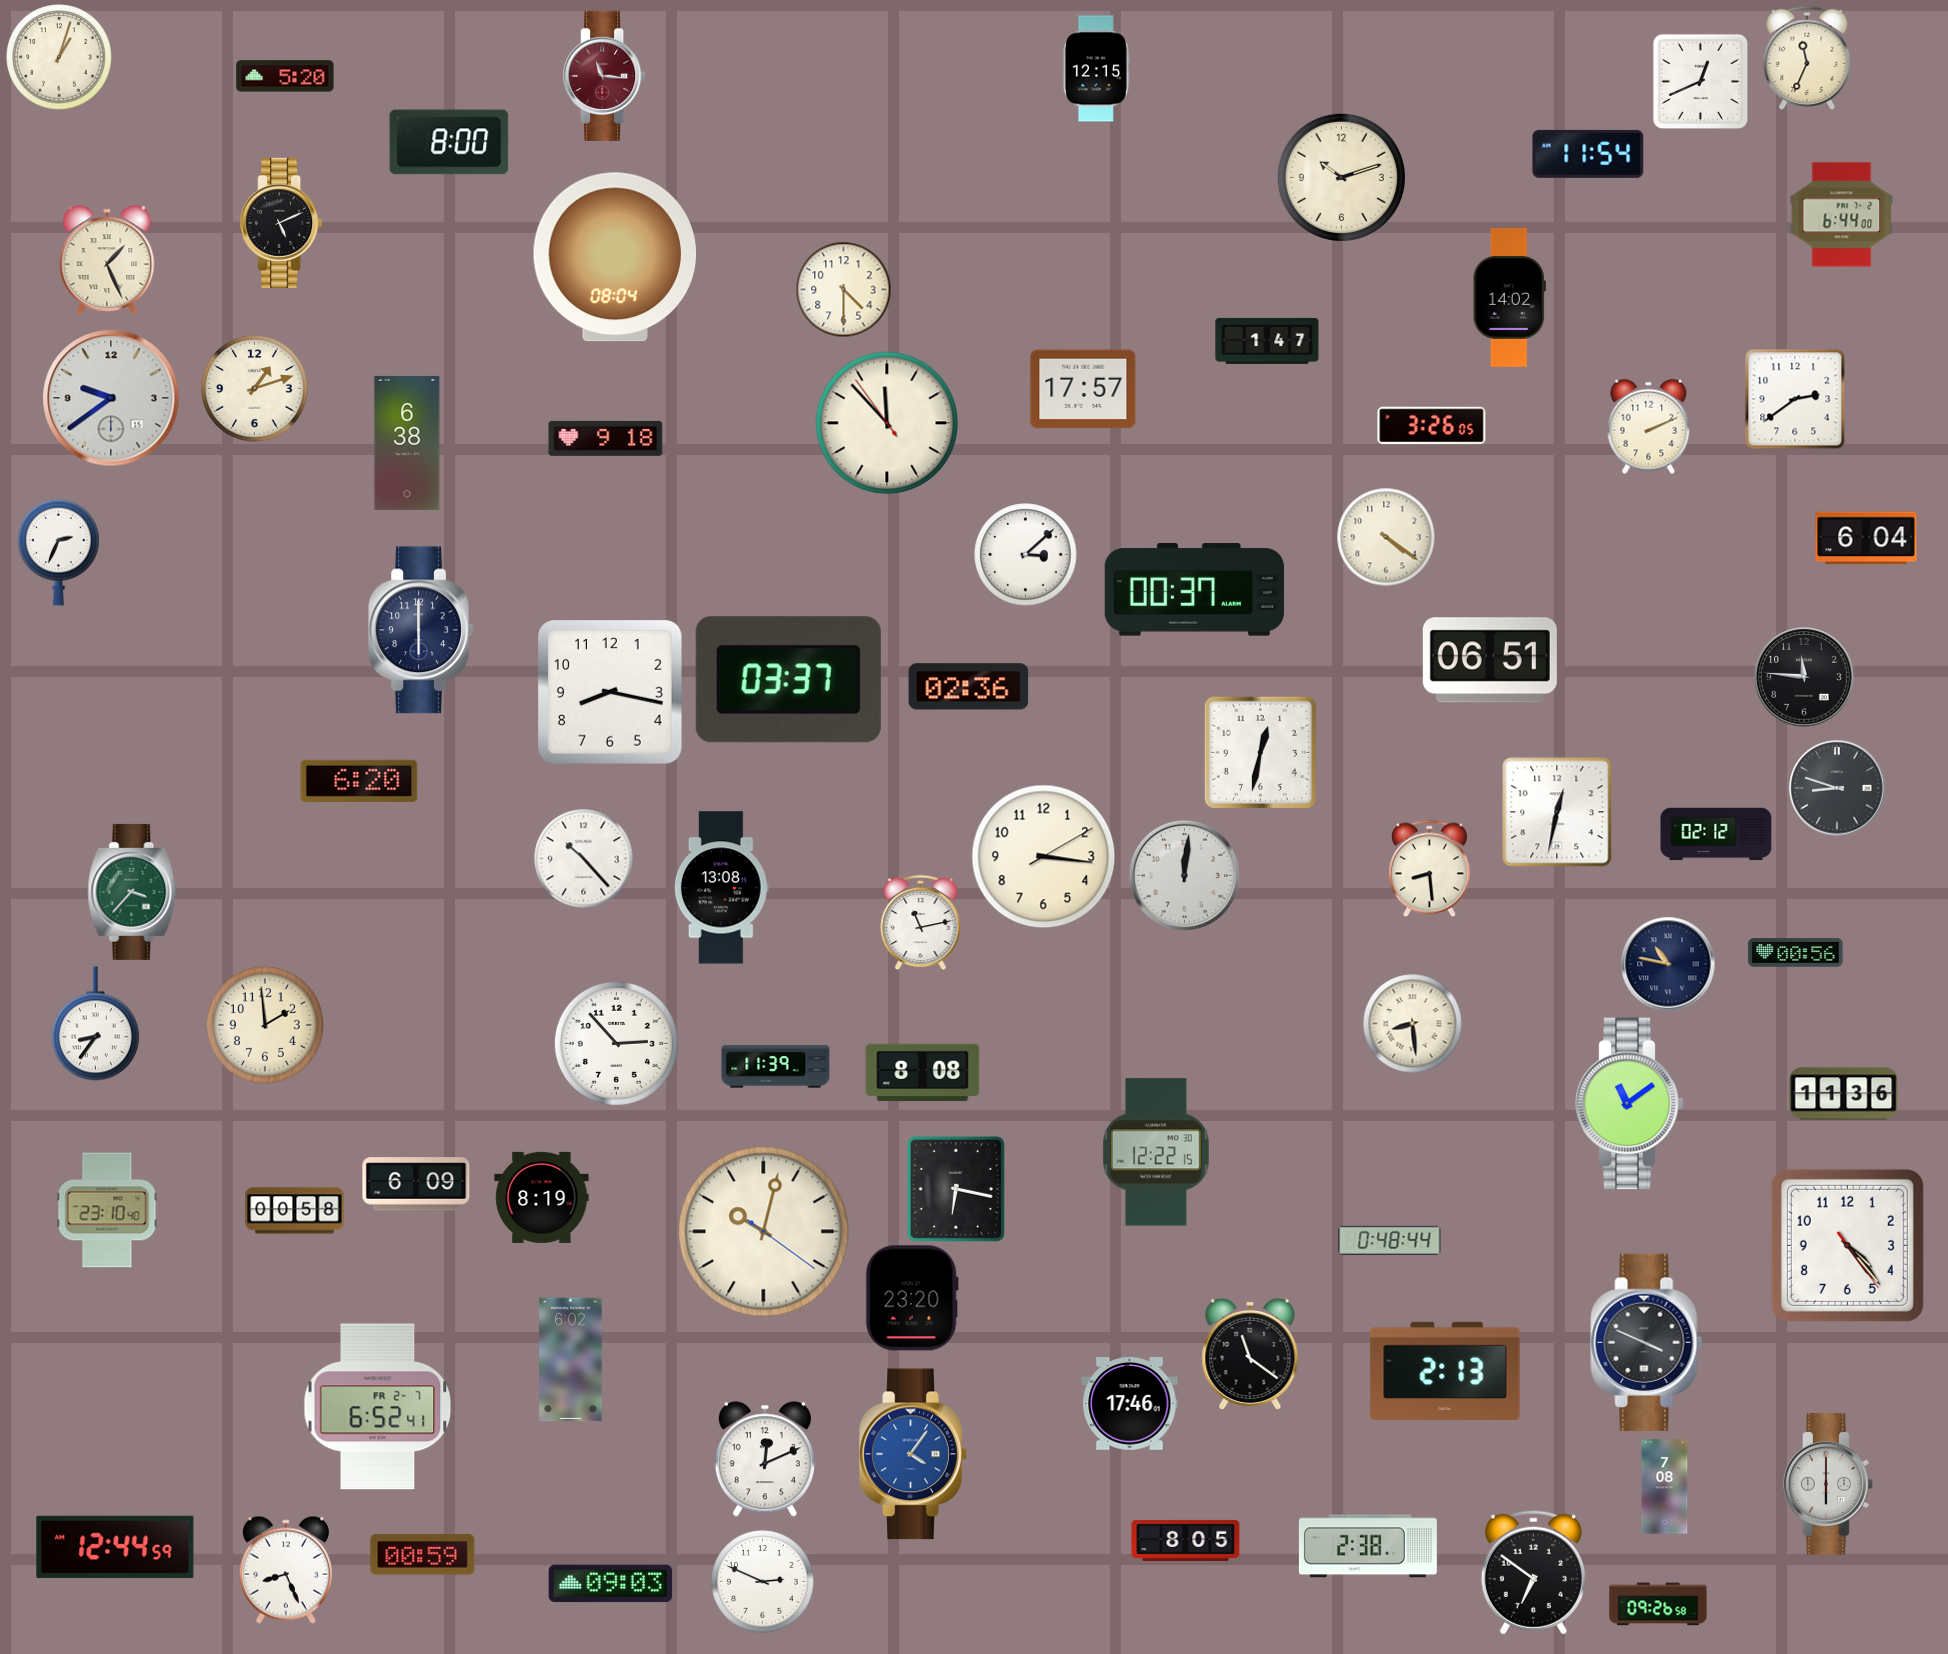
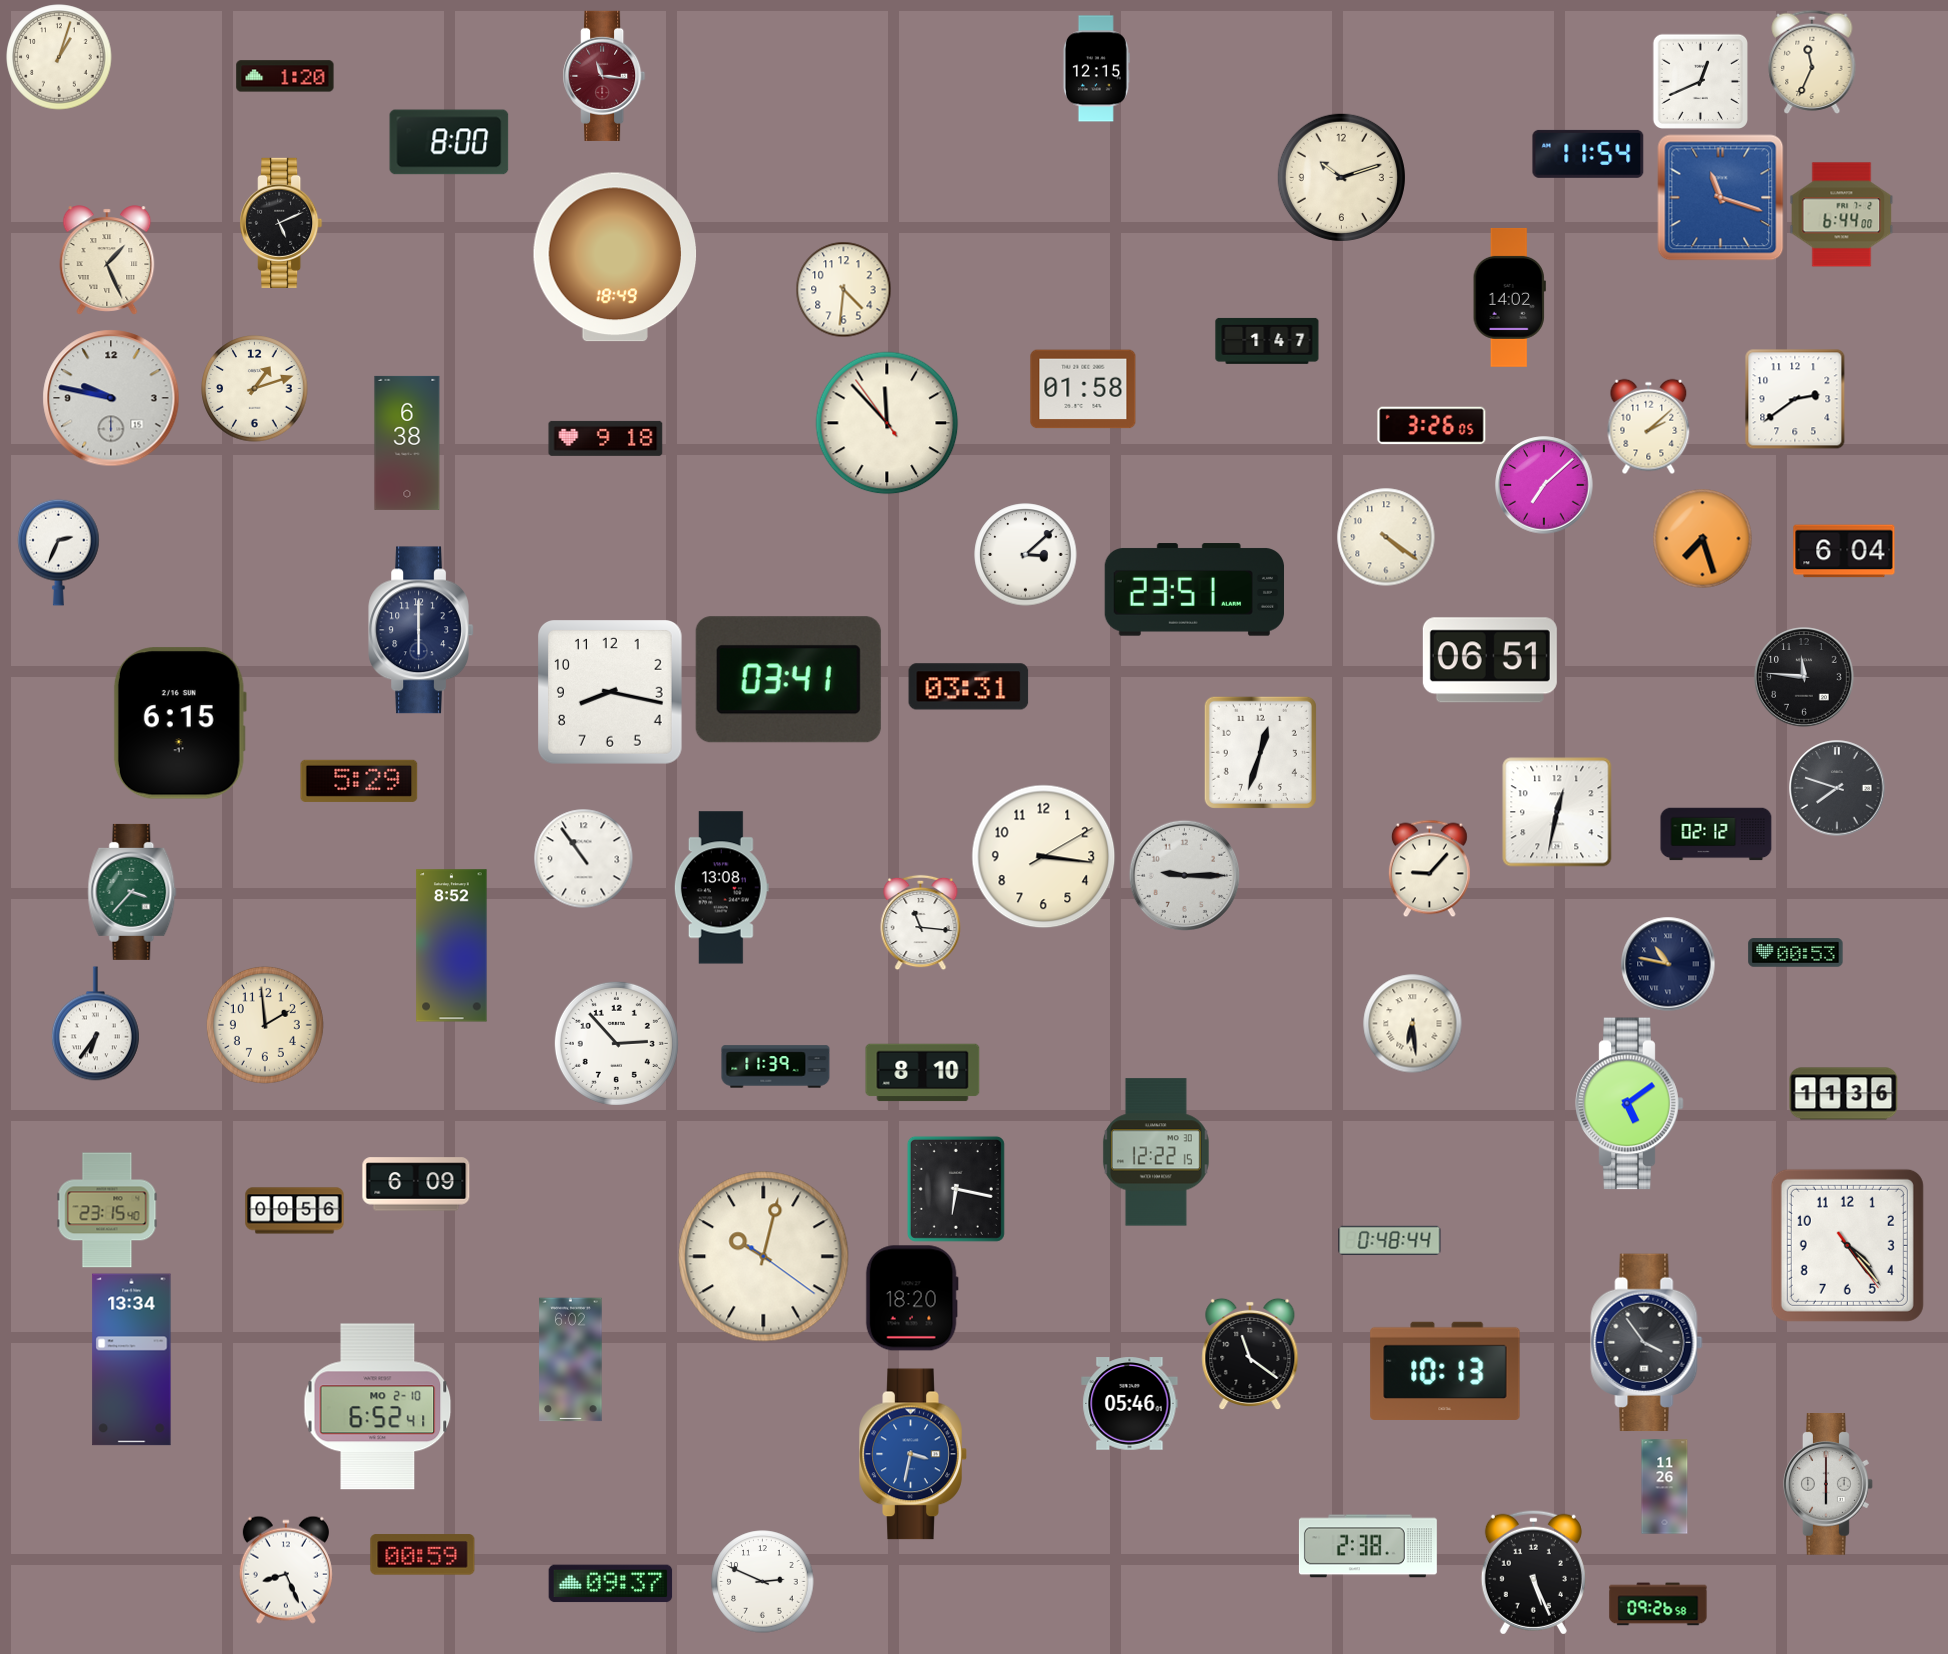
clock at (1807, 58) position: (1807, 58) -> (1812, 62)
clock at (285, 76): 5:20 -> 1:20
clock at (1721, 198): none -> 11:18
clock at (615, 257): 08:04 -> 18:49
clock at (843, 289): 4:30 -> 4:31
clock at (1083, 389): 17:57 -> 01:58
clock at (111, 398): 9:39 -> 9:47
clock at (1649, 426): 2:11 -> 2:08
clock at (1544, 485): none -> 7:08
clock at (1866, 538) position: (1866, 538) -> (1844, 551)
clock at (1703, 539): none -> 7:27
clock at (1194, 590): 00:37 -> 23:51
clock at (788, 680): 03:37 -> 03:41
clock at (969, 687): 02:36 -> 03:31
clock at (180, 723): none -> 6:15
clock at (1260, 752): 12:32 -> 12:33
clock at (359, 781): 6:20 -> 5:29
clock at (1837, 788): 8:48 -> 7:48
clock at (584, 859): 10:23 -> 10:54
clock at (1429, 868): 8:29 -> 9:07
clock at (1184, 875): 12:01 -> 9:15
clock at (921, 922): 11:13 -> 11:16
clock at (452, 946): none -> 8:52
clock at (1796, 953): 00:56 -> 00:53
clock at (95, 1024): 8:36 -> 6:36
clock at (1413, 1024): 8:29 -> 6:29
clock at (923, 1073): 8:08 -> 8:10
clock at (1630, 1104): 11:09 -> 5:09
clock at (542, 1197): 8:19 -> none
clock at (107, 1210): 23:10 -> 23:15
clock at (295, 1211): 00:58 -> 00:56
clock at (764, 1232) position: (764, 1232) -> (764, 1257)
clock at (912, 1298): 23:20 -> 18:20
clock at (1647, 1343): 3:49 -> 3:54
clock at (132, 1360): none -> 13:34
clock at (1445, 1371): 2:13 -> 10:13
clock at (1130, 1404): 17:46 -> 05:46
clock at (378, 1407) date: FR 2-7 -> MO 2-10
clock at (913, 1454): 4:06 -> 3:32
clock at (765, 1459): 12:11 -> none
clock at (1665, 1487): 7:08 -> 11:26
clock at (1186, 1540): 8:05 -> none
clock at (115, 1547): 12:44 -> none
clock at (1533, 1572): 6:51 -> 5:26
clock at (611, 1584): 09:03 -> 09:37
